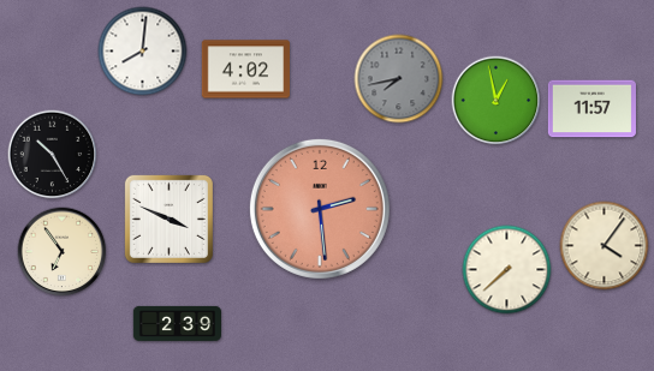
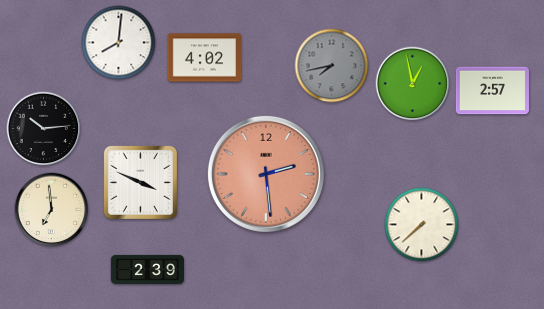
clock at (591, 109): 11:57 -> 2:57
clock at (53, 155): 10:25 -> 10:14
clock at (605, 246): 4:06 -> none
clock at (63, 252): 6:54 -> 6:59
